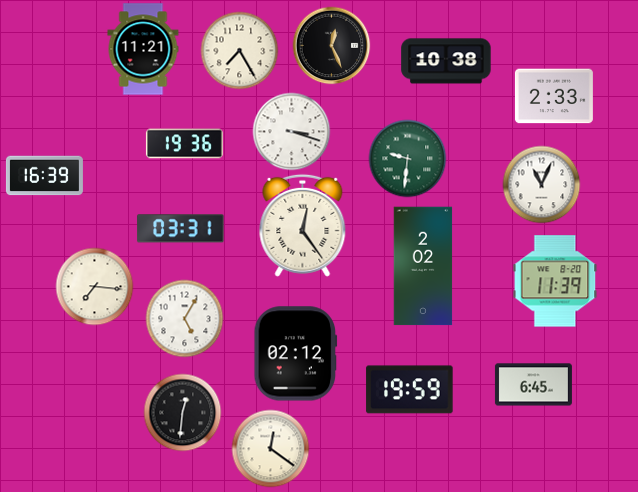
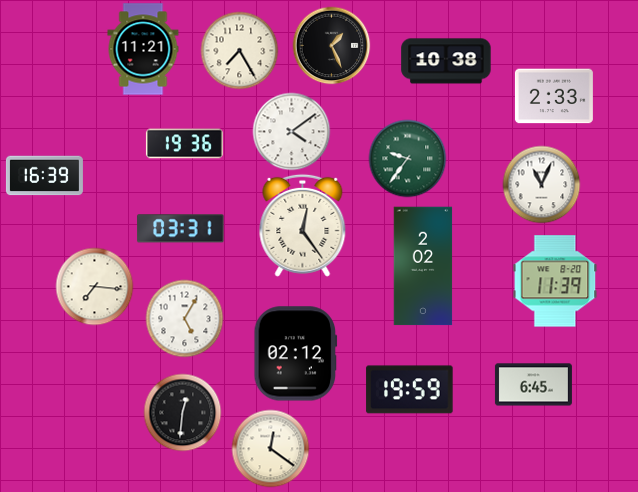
clock at (331, 45): 12:26 -> 1:26
clock at (291, 131): 3:18 -> 4:09
clock at (407, 158): 9:31 -> 9:36
